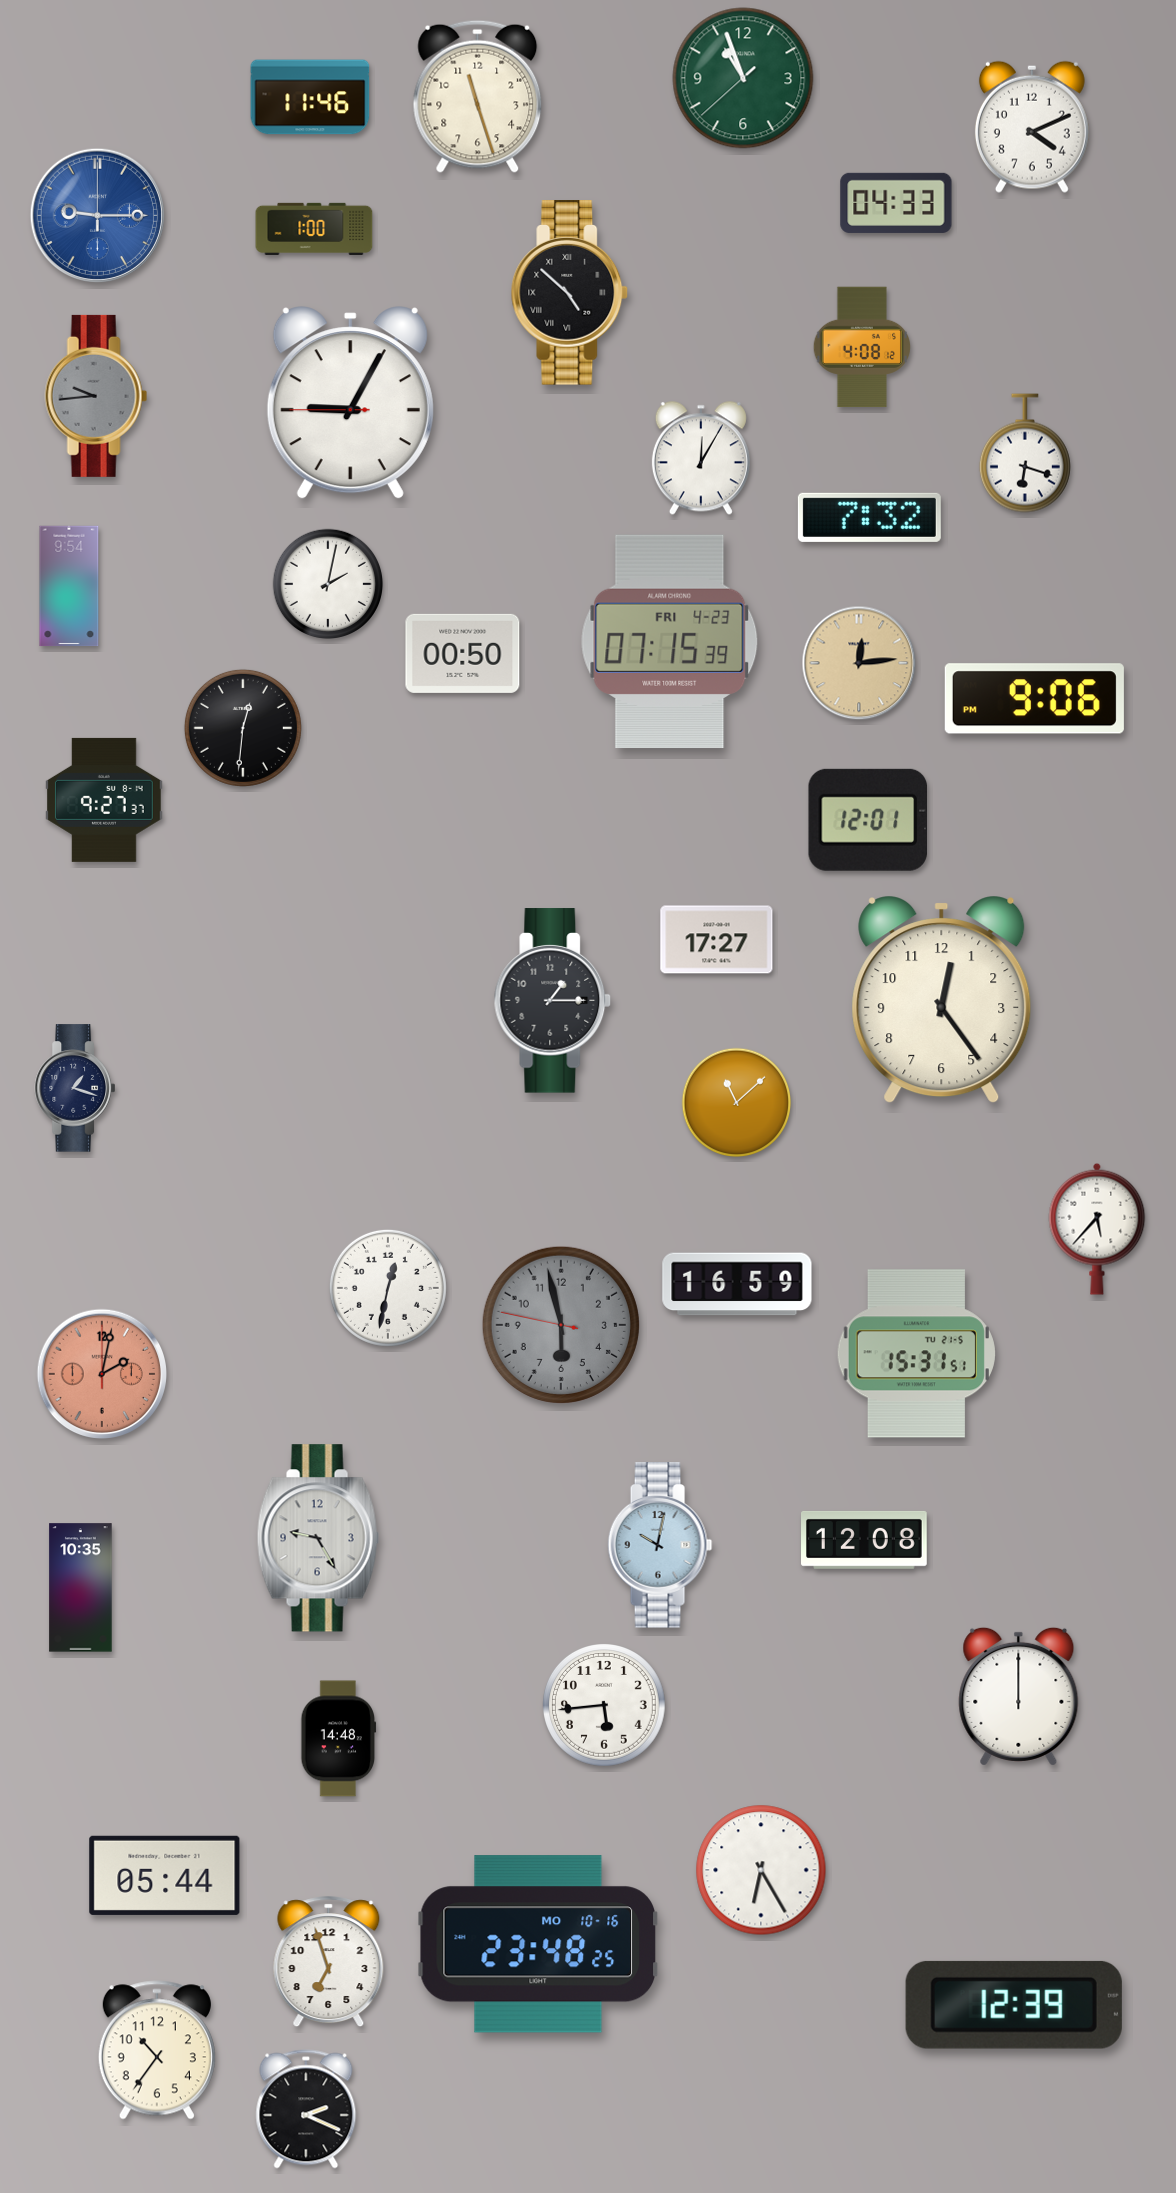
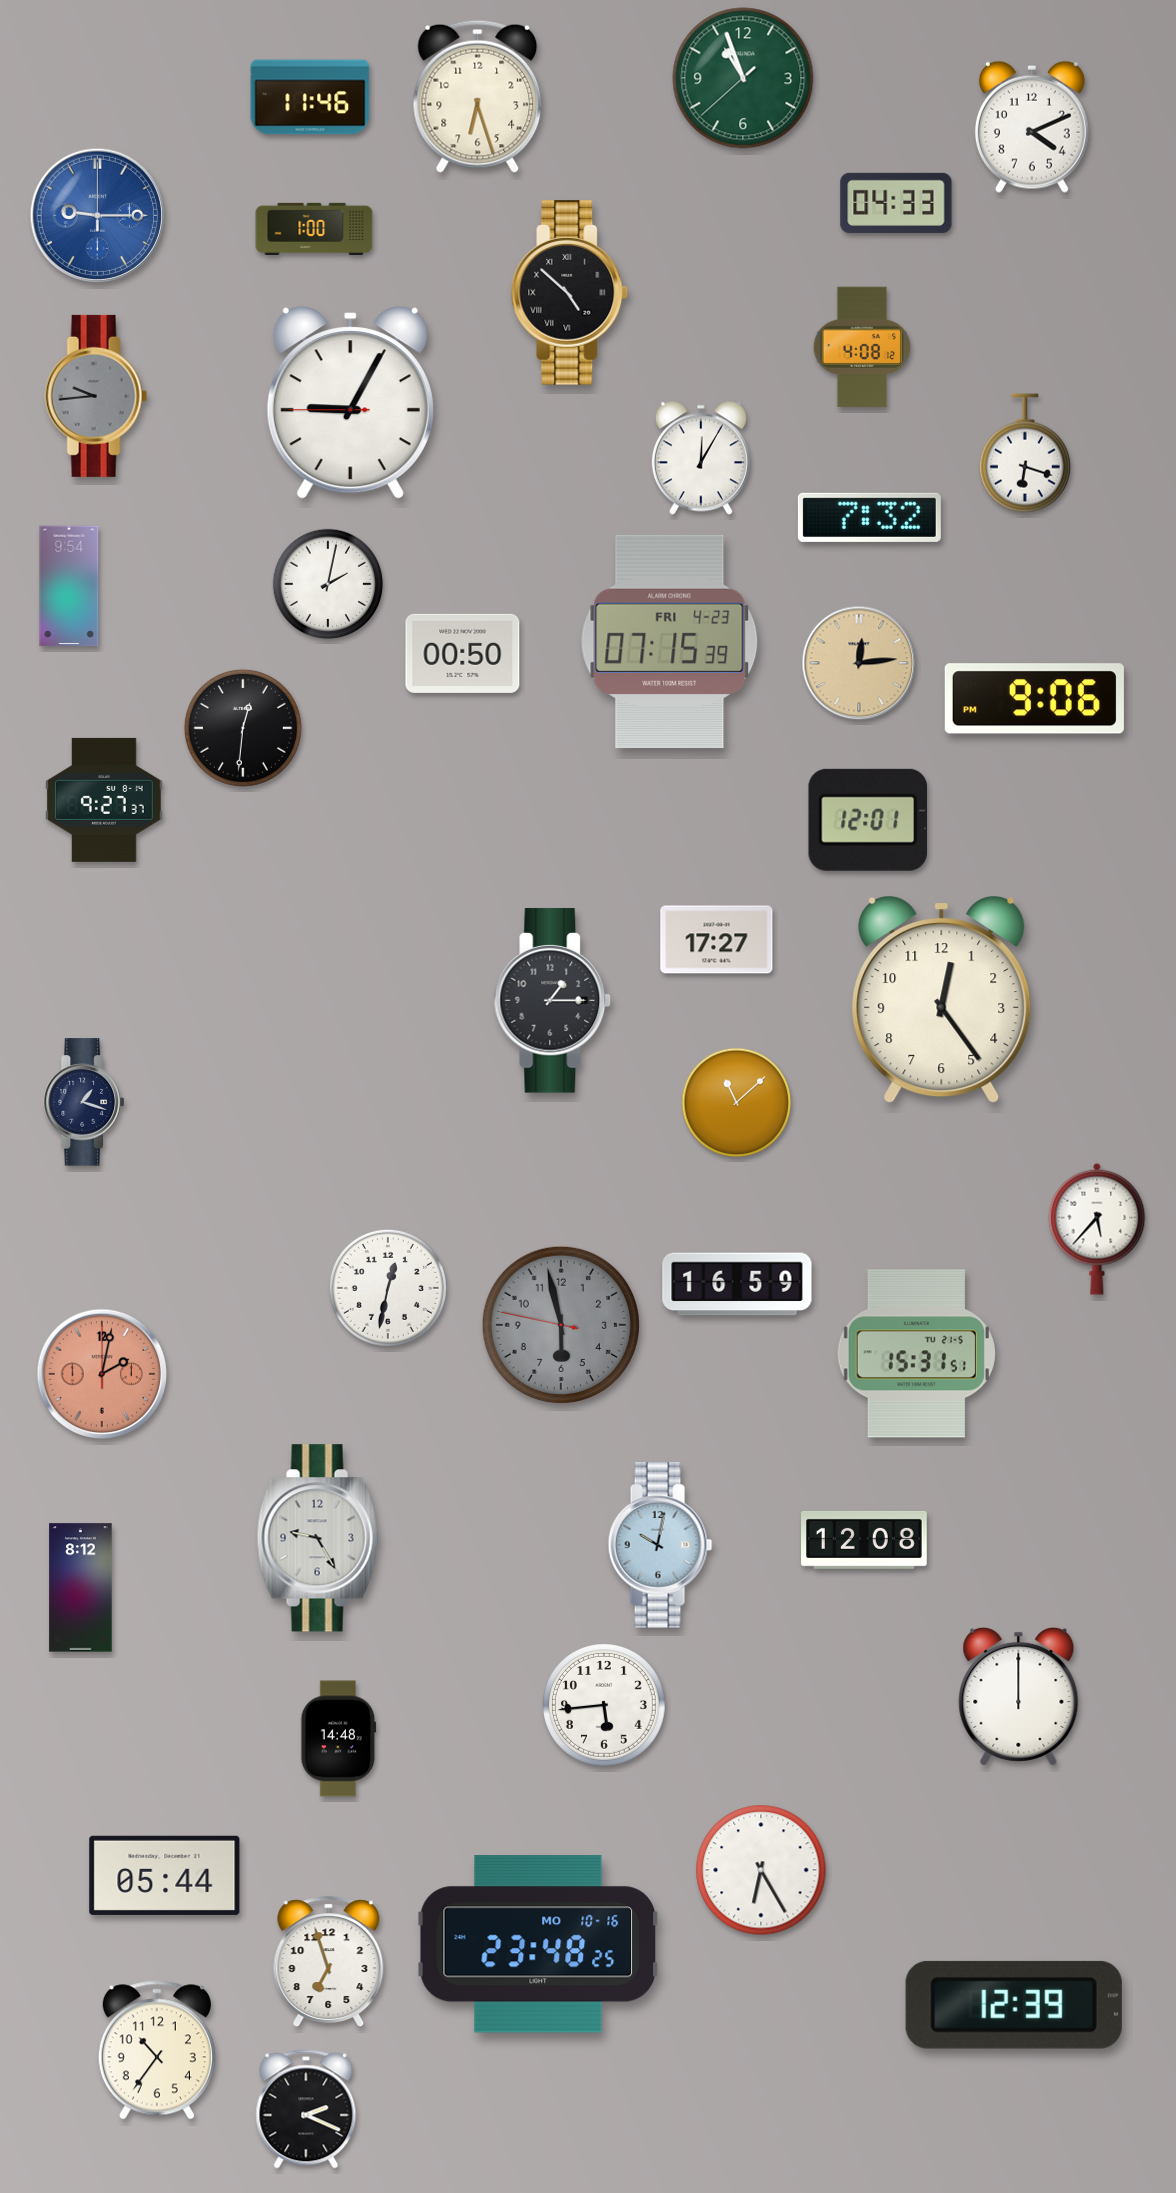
clock at (478, 96): 11:27 -> 6:27
clock at (75, 1088) position: (75, 1088) -> (84, 1102)
clock at (81, 1588): 10:35 -> 8:12
